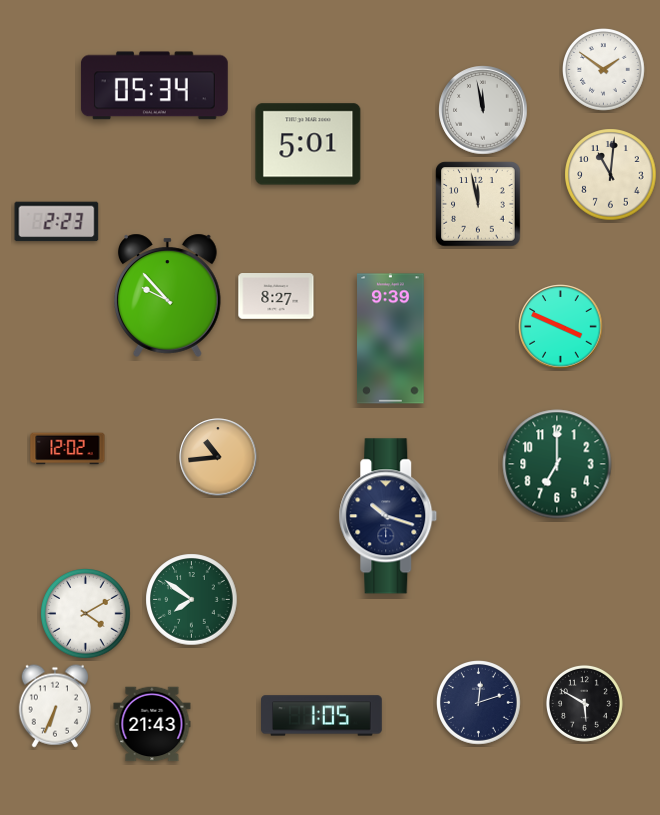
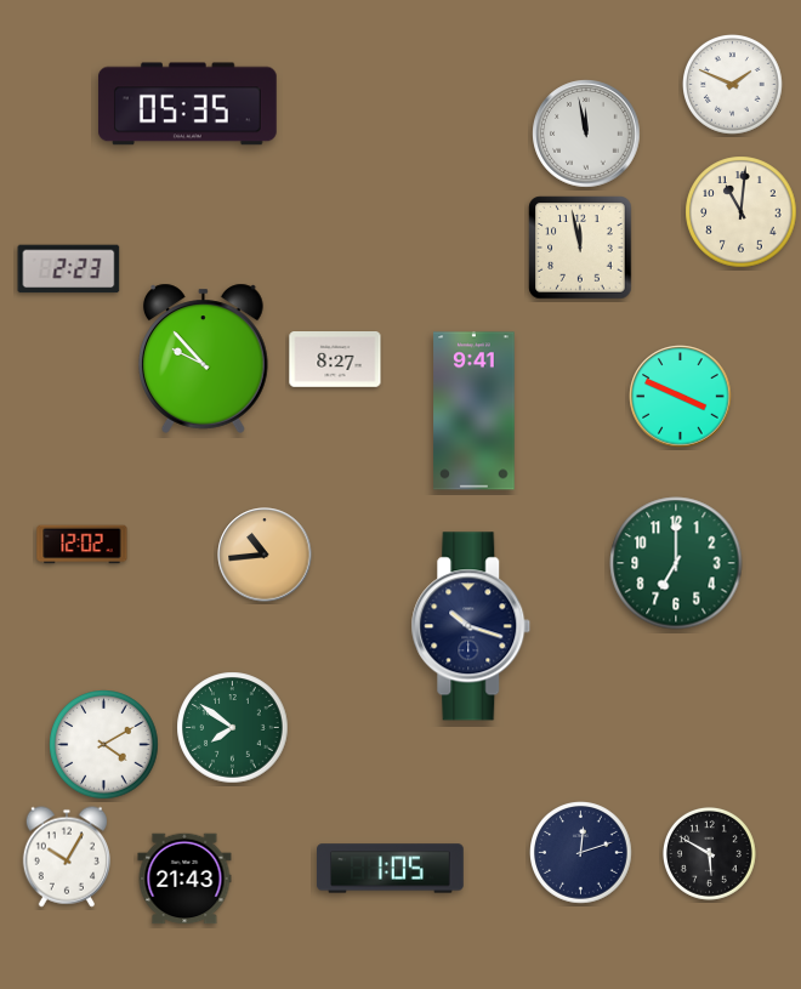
clock at (604, 70): 1:51 -> 1:49
clock at (154, 86): 05:34 -> 05:35
clock at (308, 144): 5:01 -> none
clock at (391, 339): 9:39 -> 9:41
clock at (55, 706): 6:34 -> 10:05
